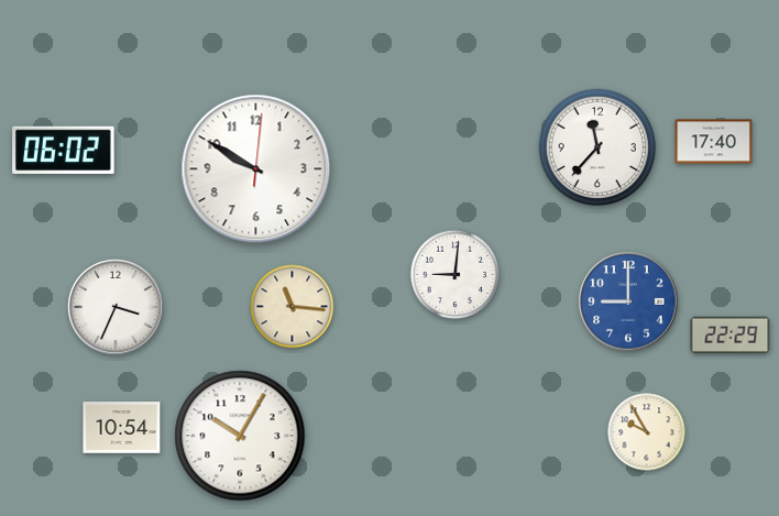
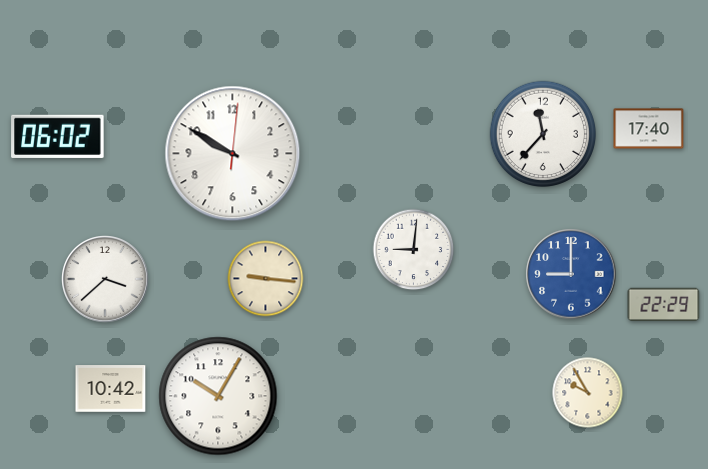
clock at (293, 307): 11:16 -> 9:16
clock at (117, 308): 3:34 -> 3:38
clock at (122, 428): 10:54 -> 10:42
